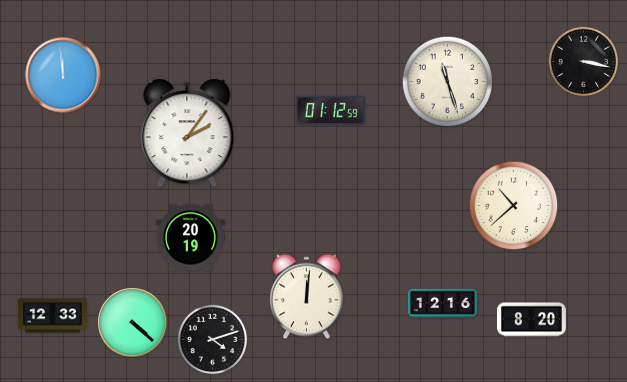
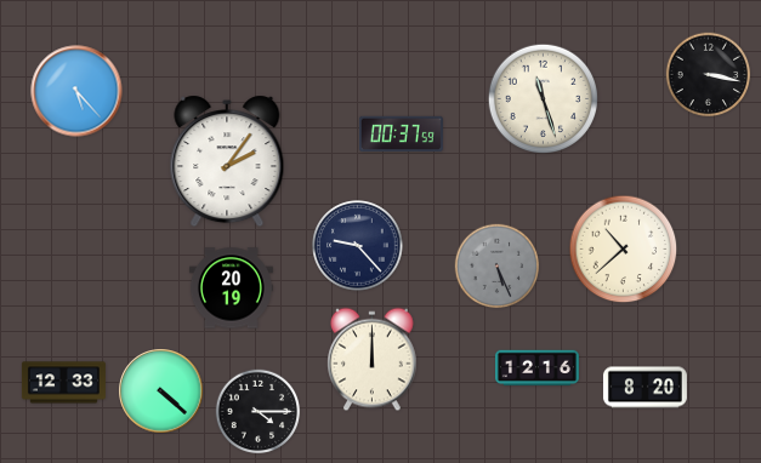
clock at (63, 75): 11:59 -> 5:23
clock at (330, 110): 01:12 -> 00:37
clock at (358, 246): none -> 9:23
clock at (498, 267): none -> 5:26
clock at (307, 297): 12:01 -> 12:00
clock at (213, 340): 4:12 -> 4:15
